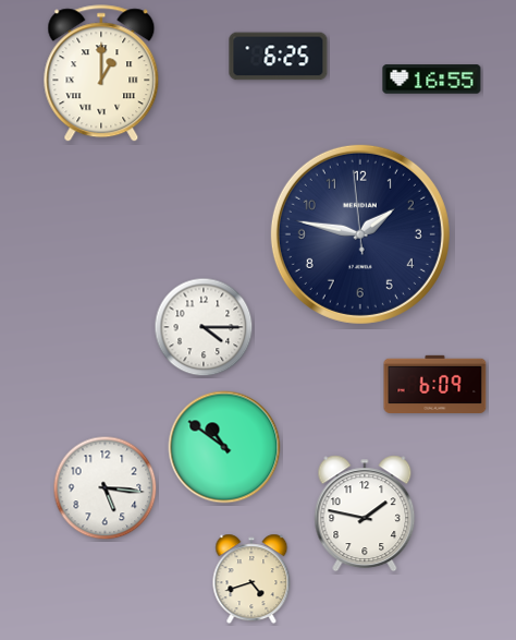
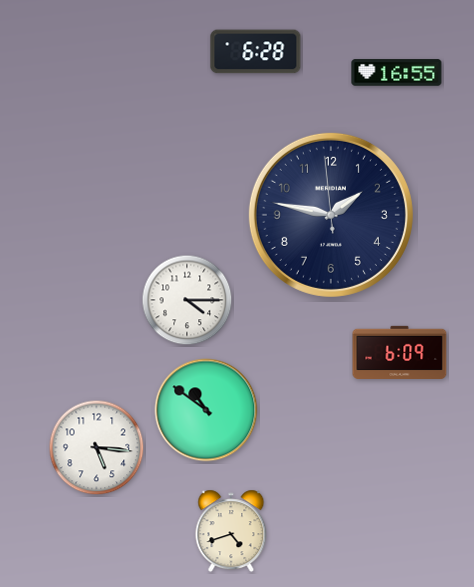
clock at (279, 57): 6:25 -> 6:28
clock at (101, 74): 1:00 -> none
clock at (365, 514): 1:47 -> none
